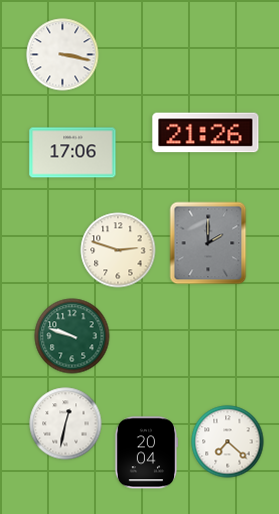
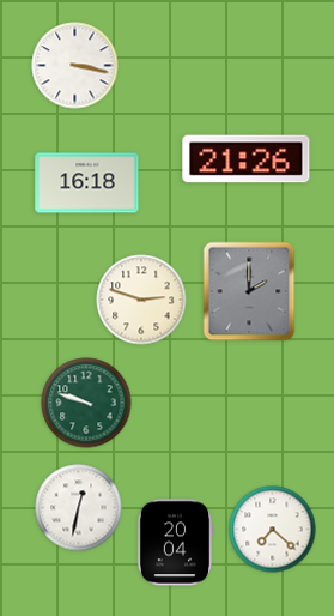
clock at (73, 153): 17:06 -> 16:18
